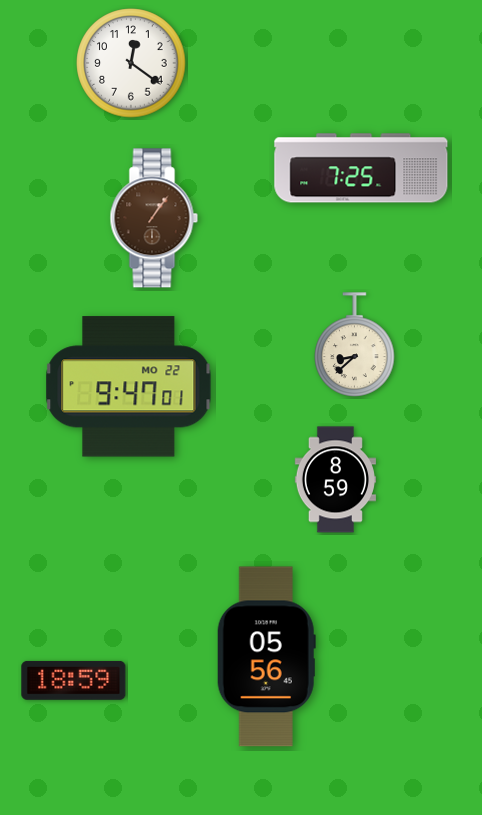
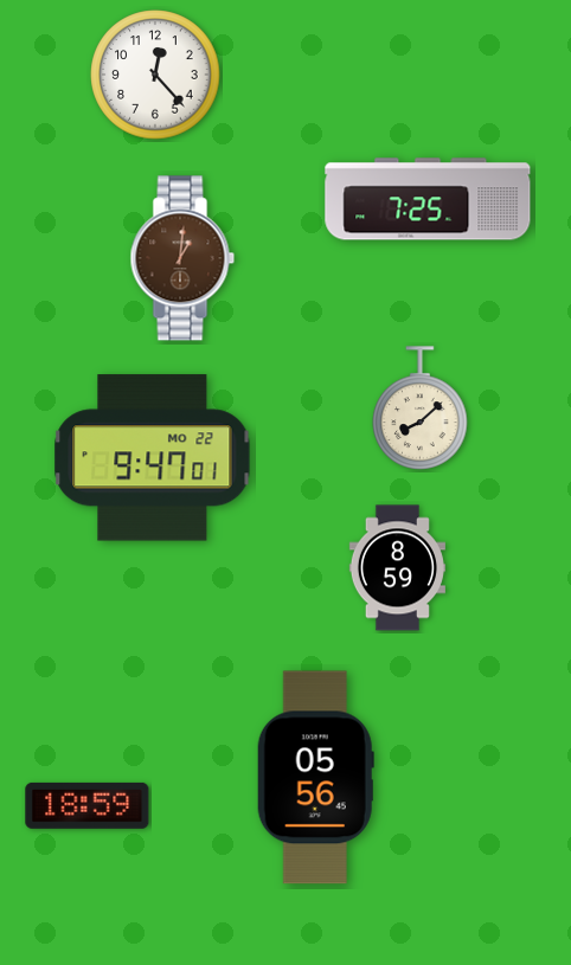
clock at (131, 63): 12:21 -> 12:23
clock at (154, 218): 1:06 -> 1:01
clock at (355, 345): 8:38 -> 8:08
